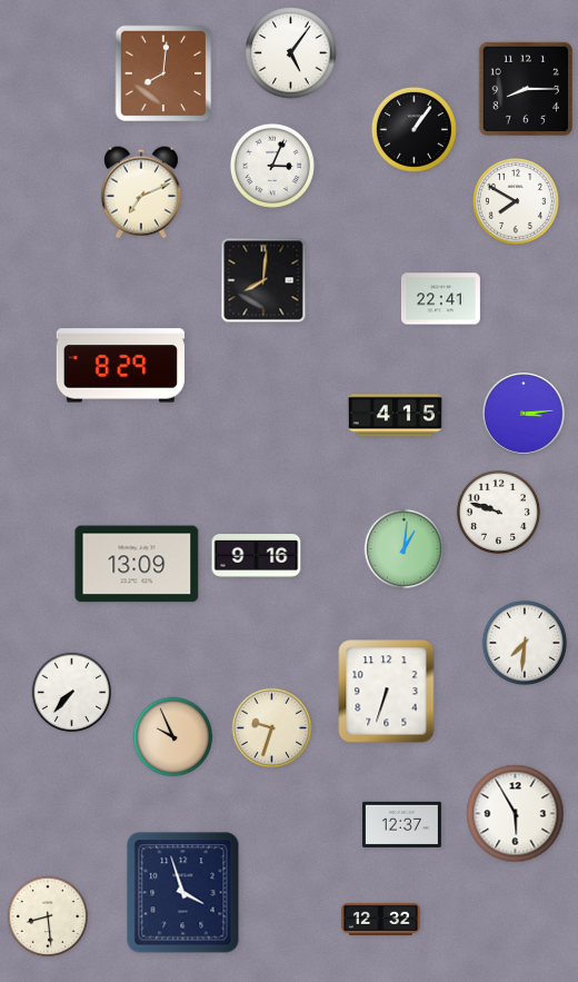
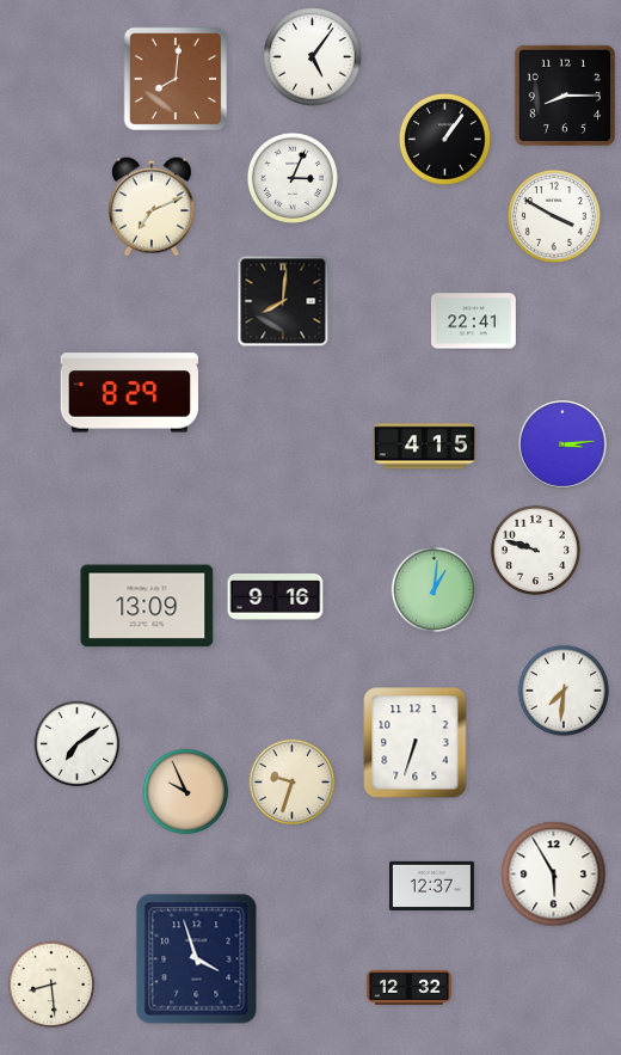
clock at (516, 201): 7:50 -> 3:50
clock at (72, 693): 7:37 -> 7:09
